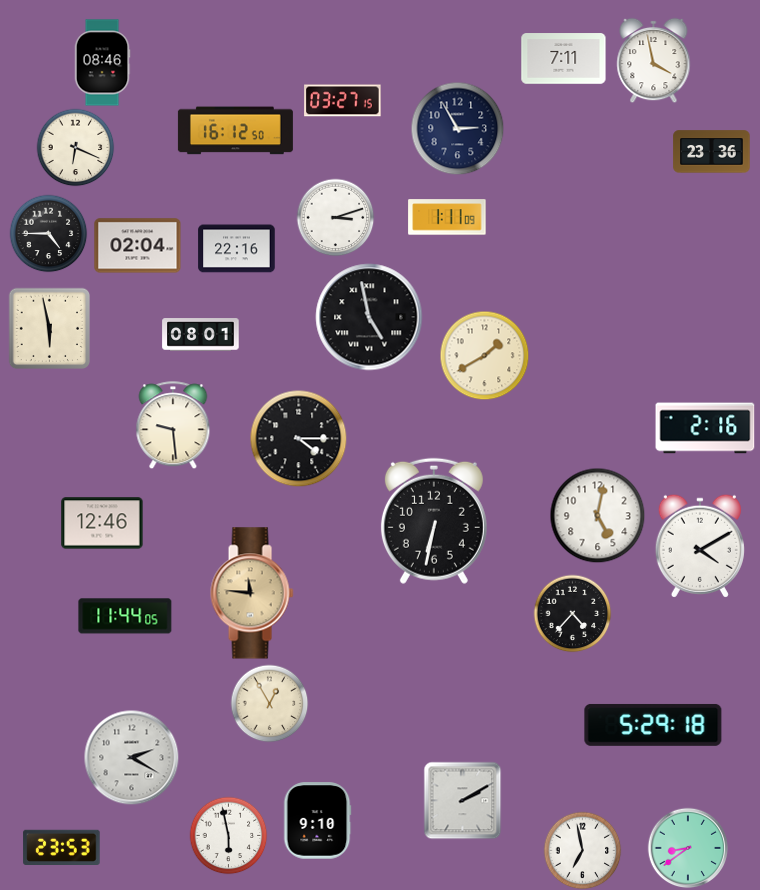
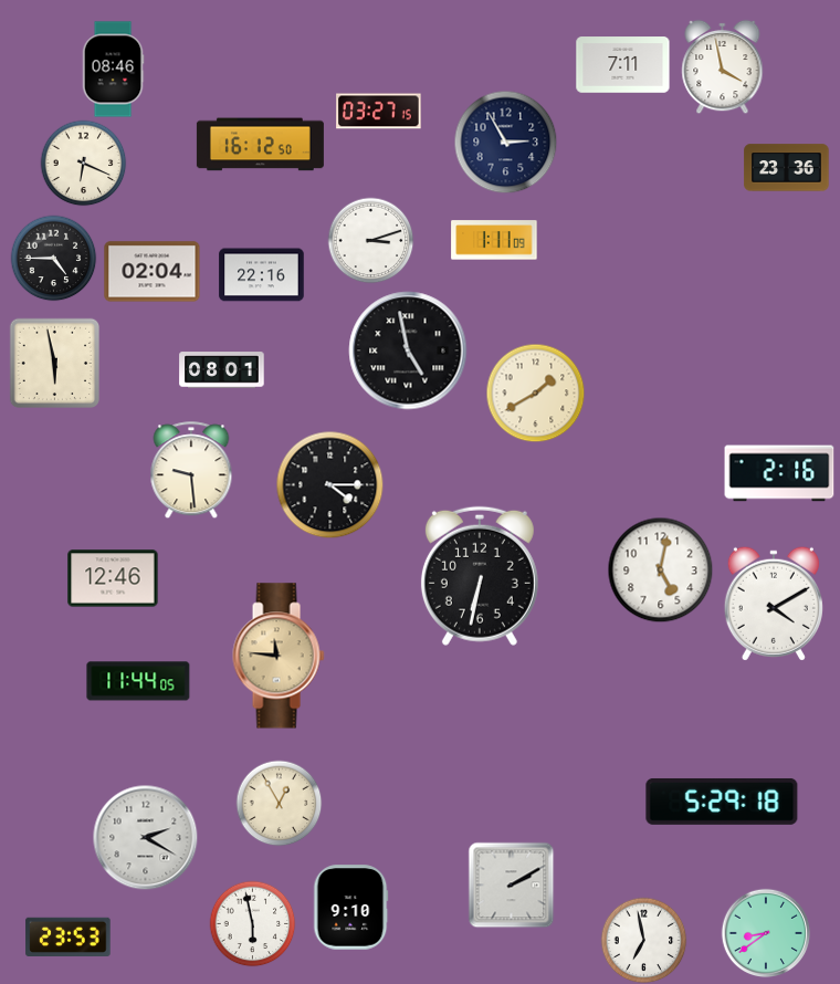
clock at (572, 613): 4:37 -> none
clock at (269, 703) position: (269, 703) -> (279, 803)
clock at (688, 848) position: (688, 848) -> (766, 933)
